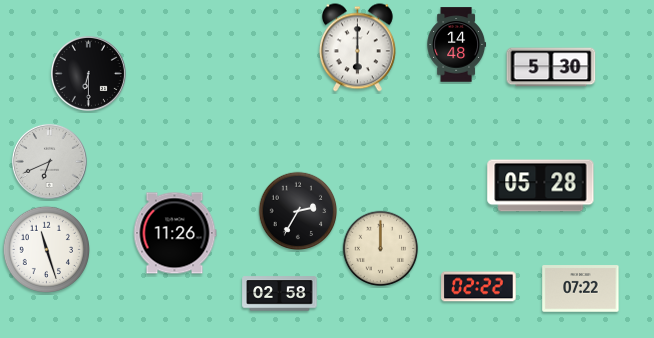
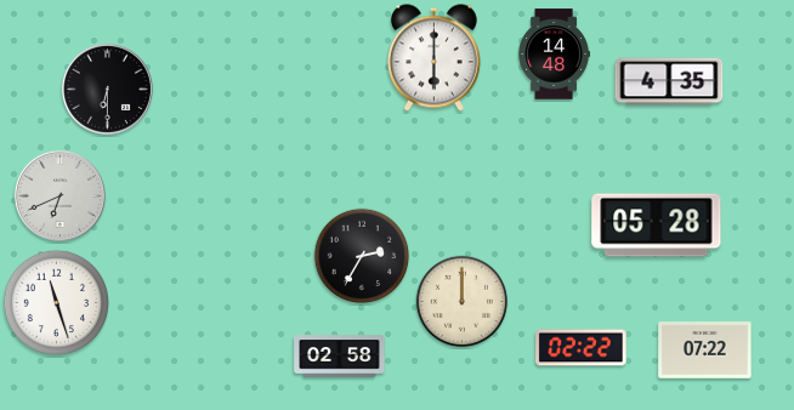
clock at (551, 67): 5:30 -> 4:35
clock at (175, 233): 11:26 -> none
